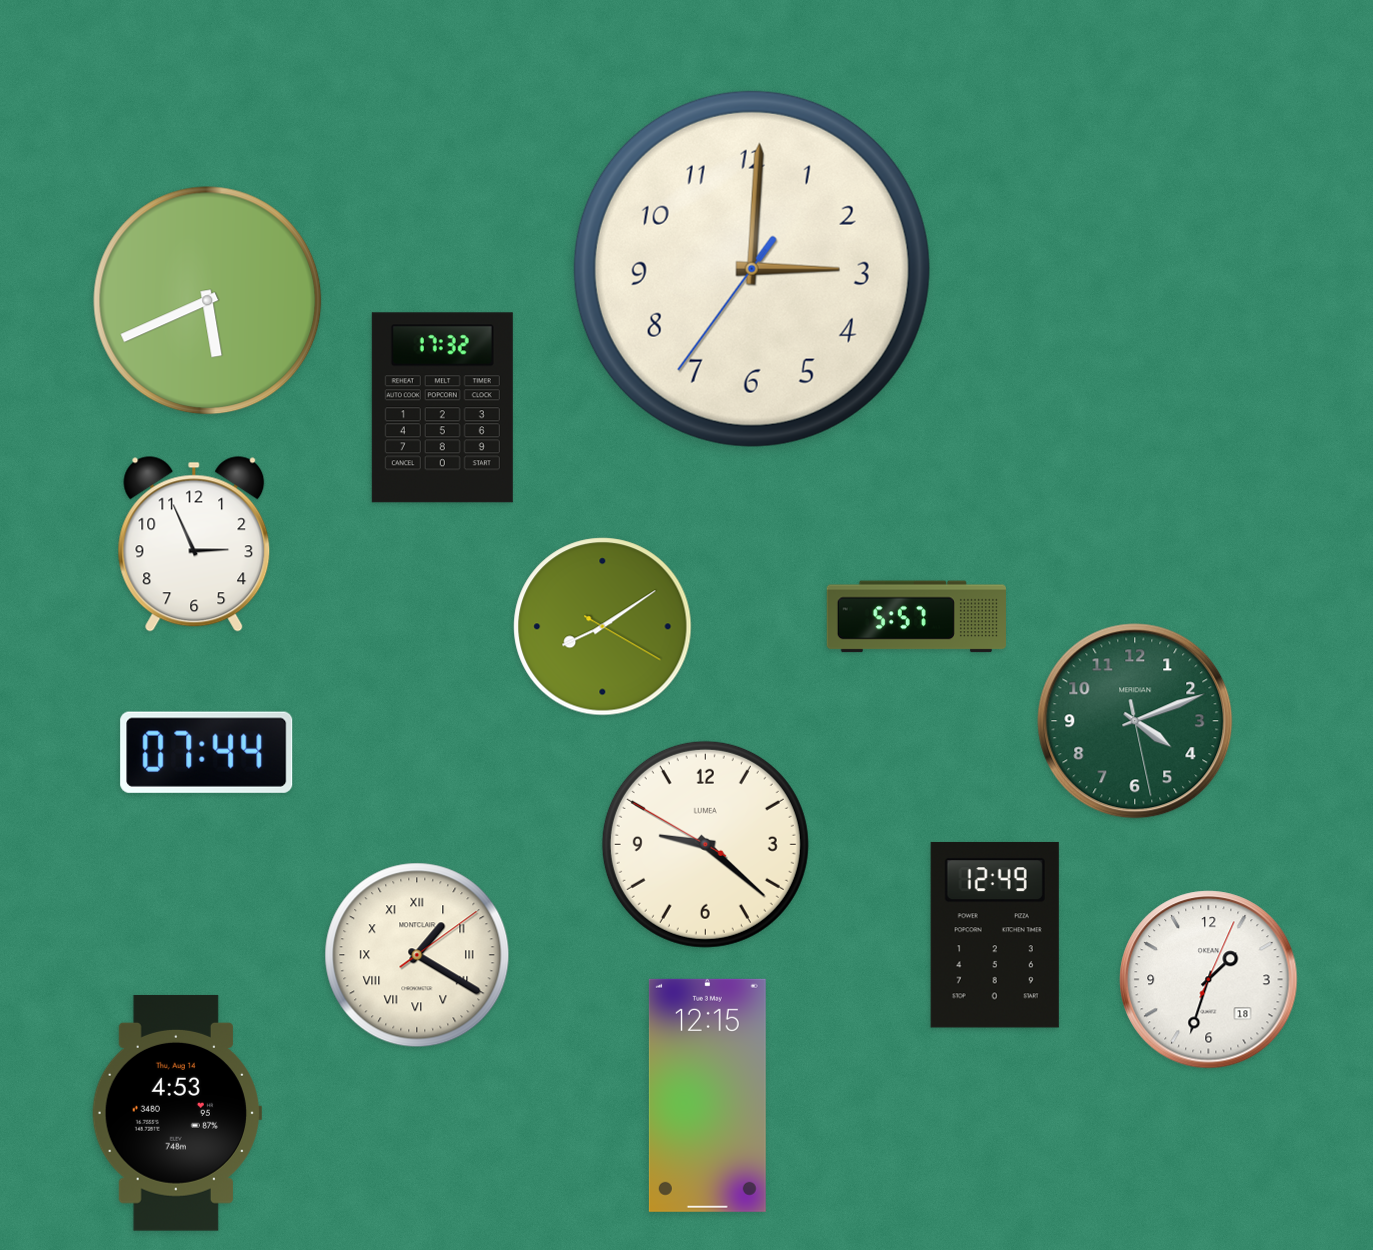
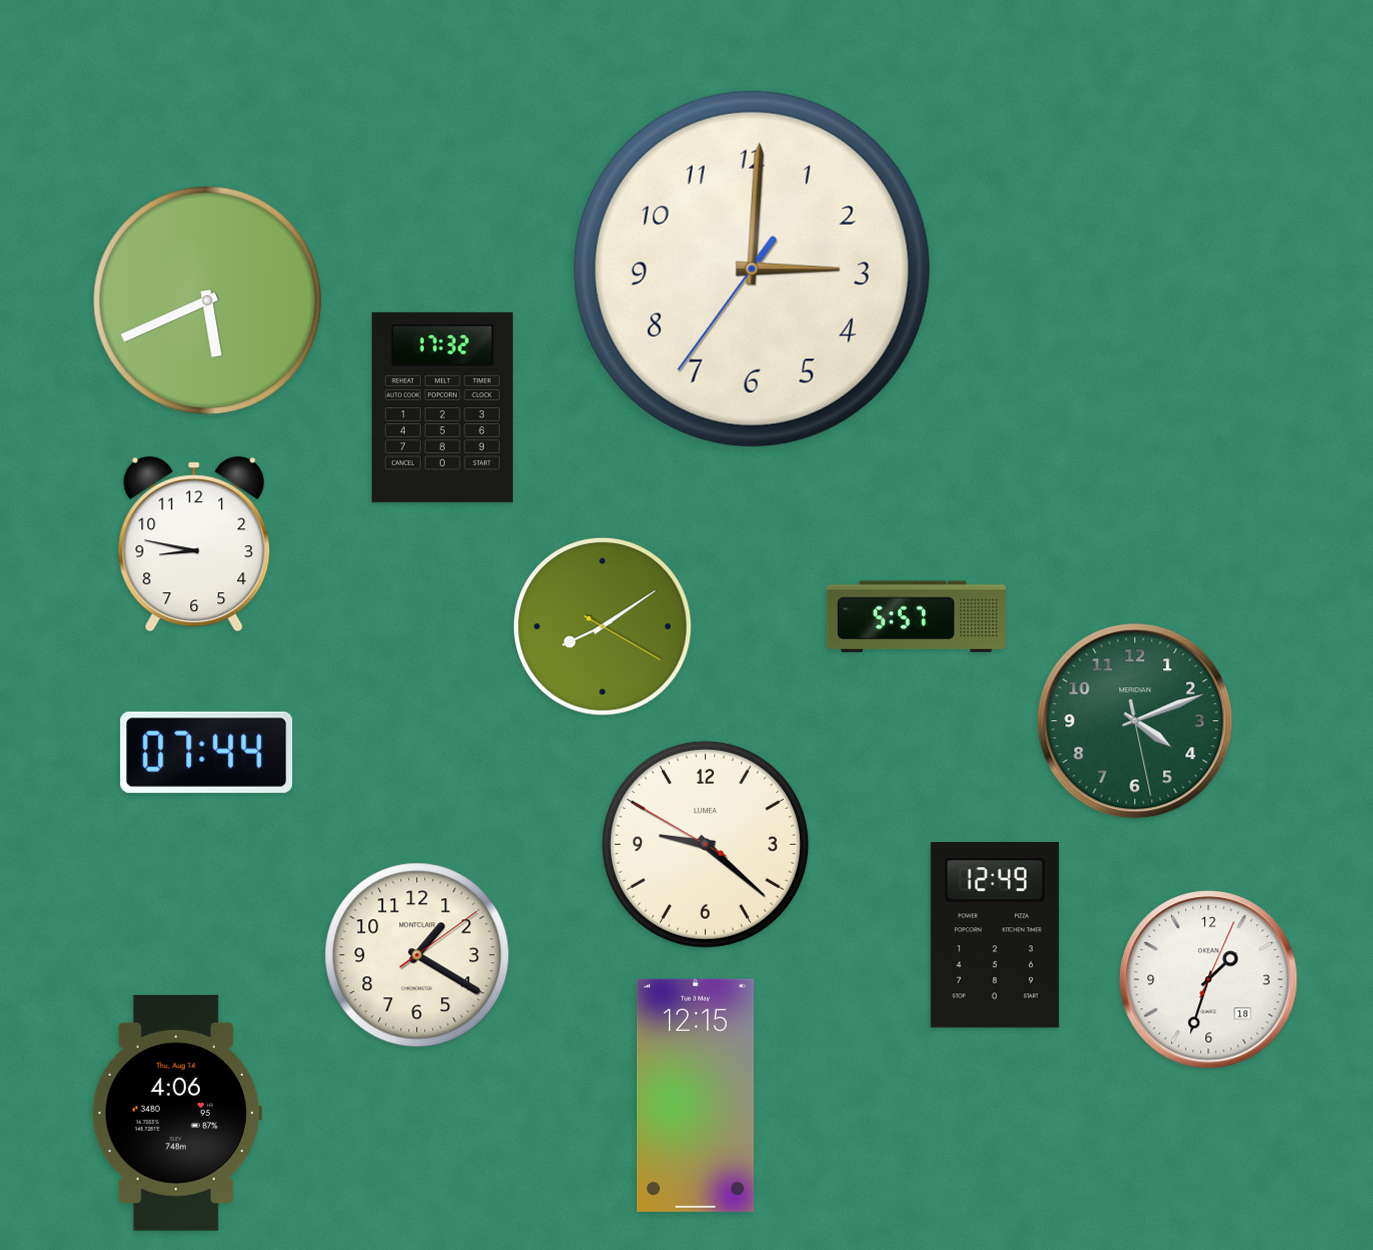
clock at (194, 544): 2:56 -> 8:47
clock at (417, 955) numerals: Roman -> Arabic
clock at (707, 1095) position: (707, 1095) -> (695, 1095)
clock at (176, 1113): 4:53 -> 4:06
